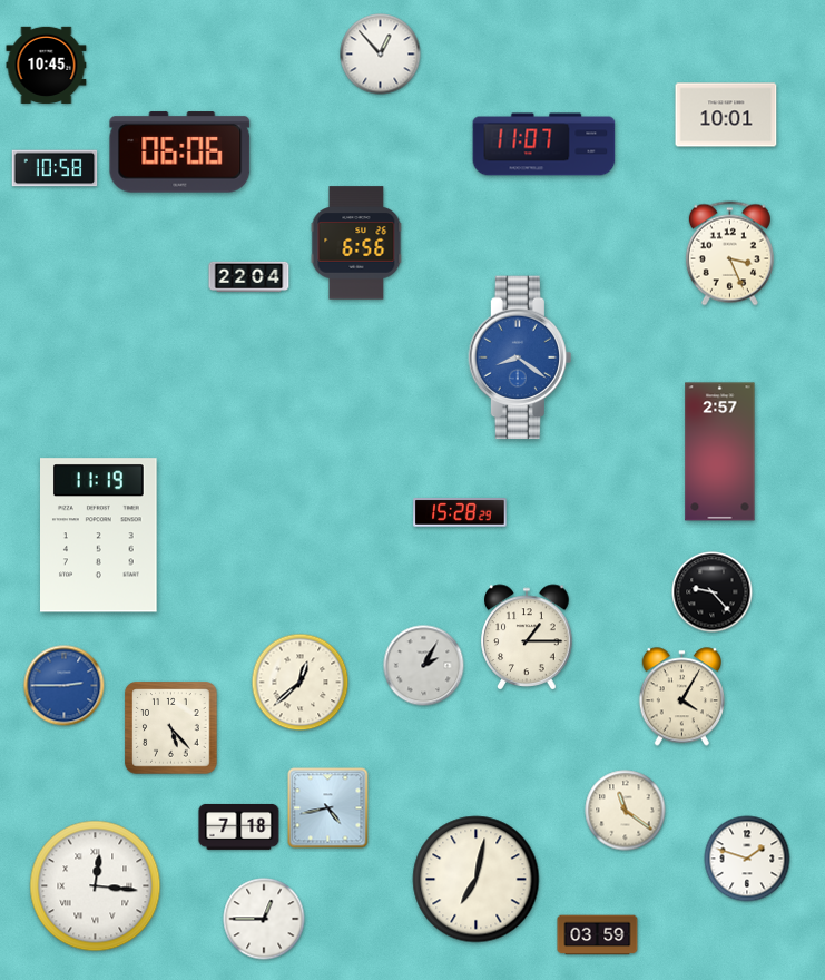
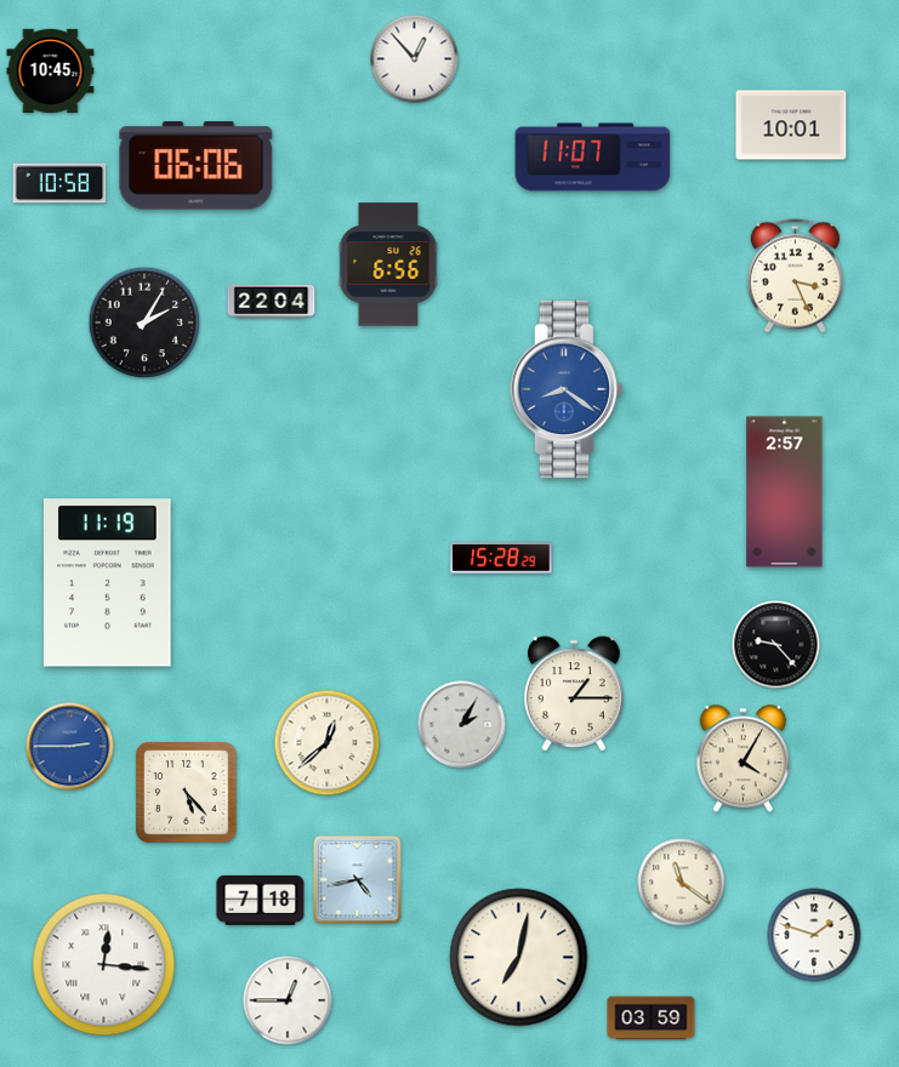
clock at (144, 323): none -> 2:05
